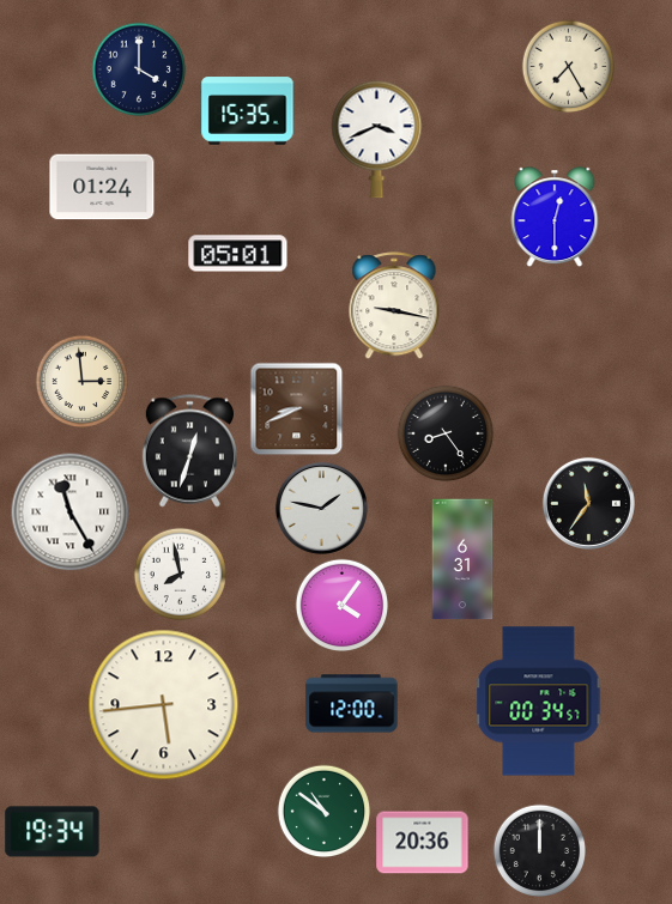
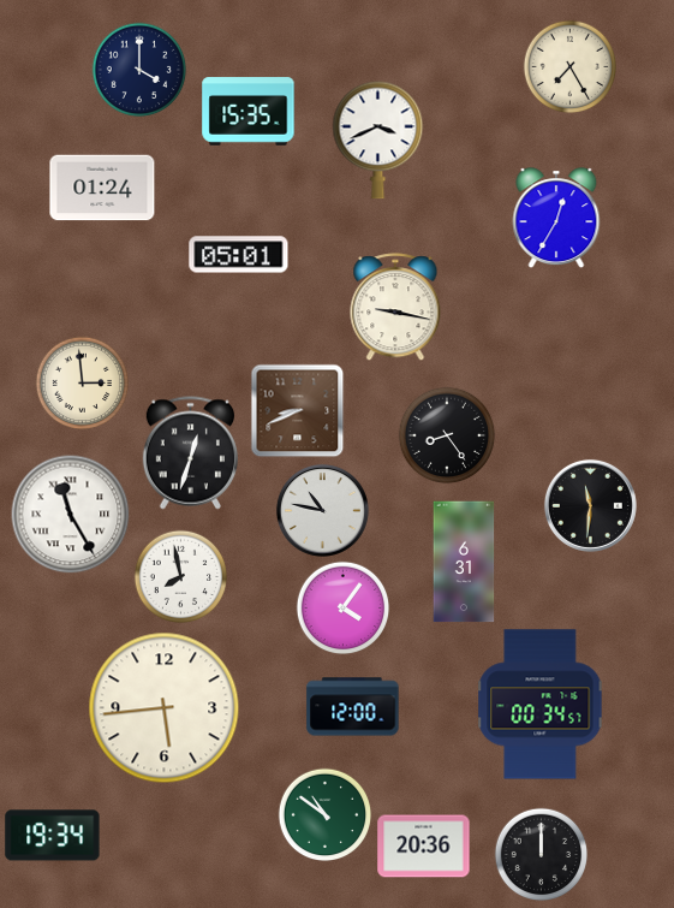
clock at (555, 217): 12:30 -> 12:35
clock at (588, 503): 11:36 -> 11:31
clock at (321, 508): 1:47 -> 10:47
